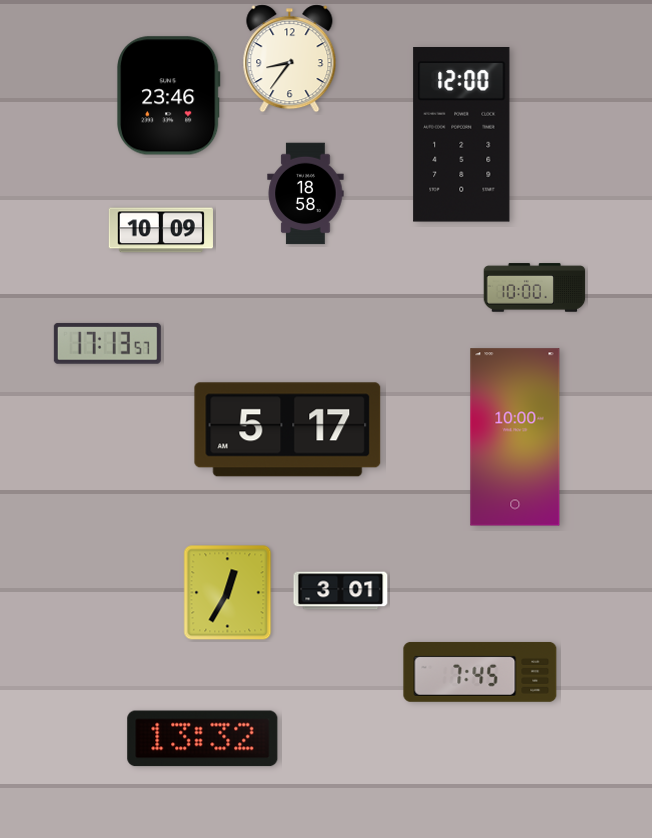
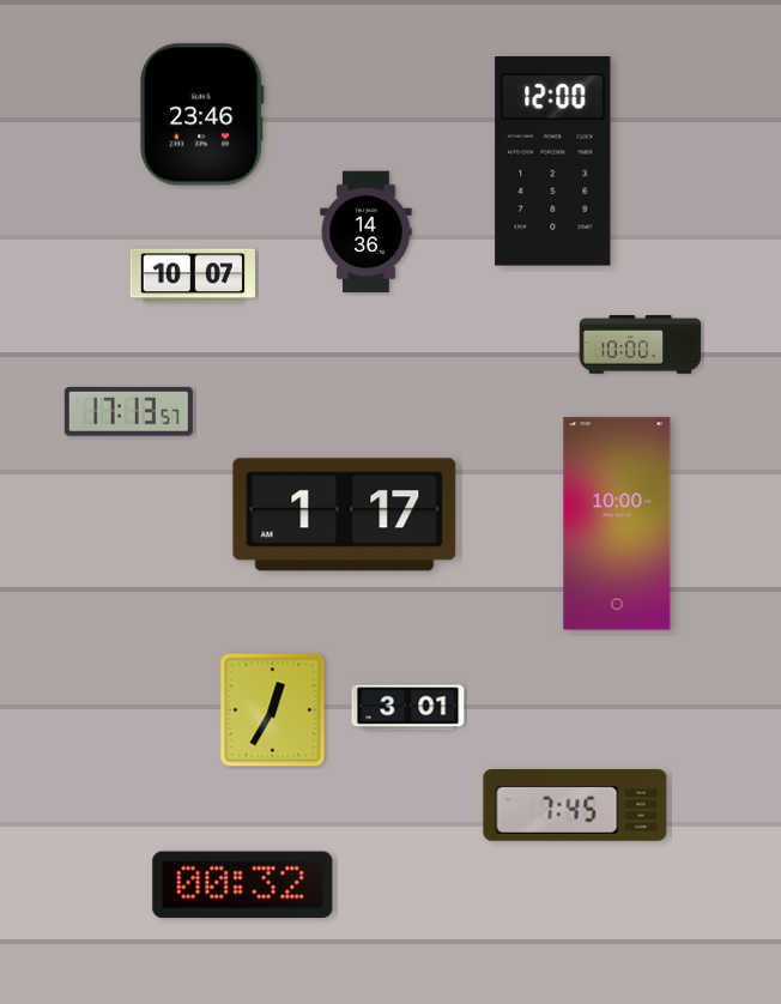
clock at (290, 59): 8:36 -> none
clock at (306, 194): 18:58 -> 14:36
clock at (161, 230): 10:09 -> 10:07
clock at (288, 430): 5:17 -> 1:17
clock at (203, 739): 13:32 -> 00:32
